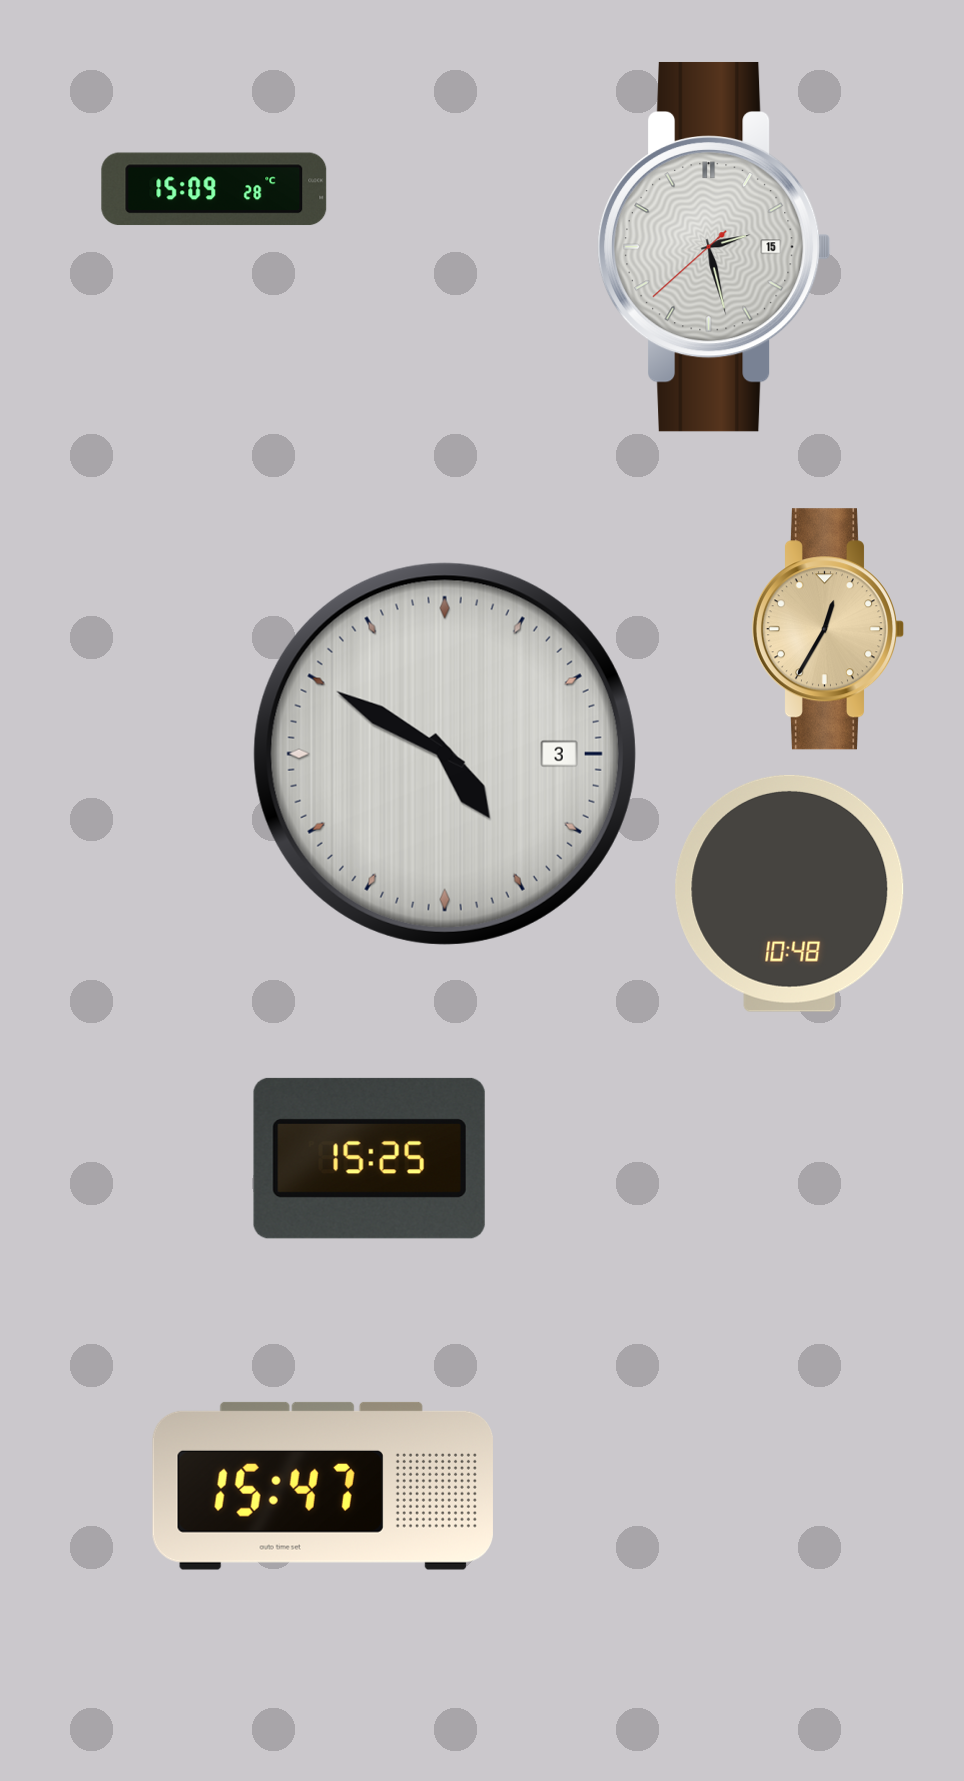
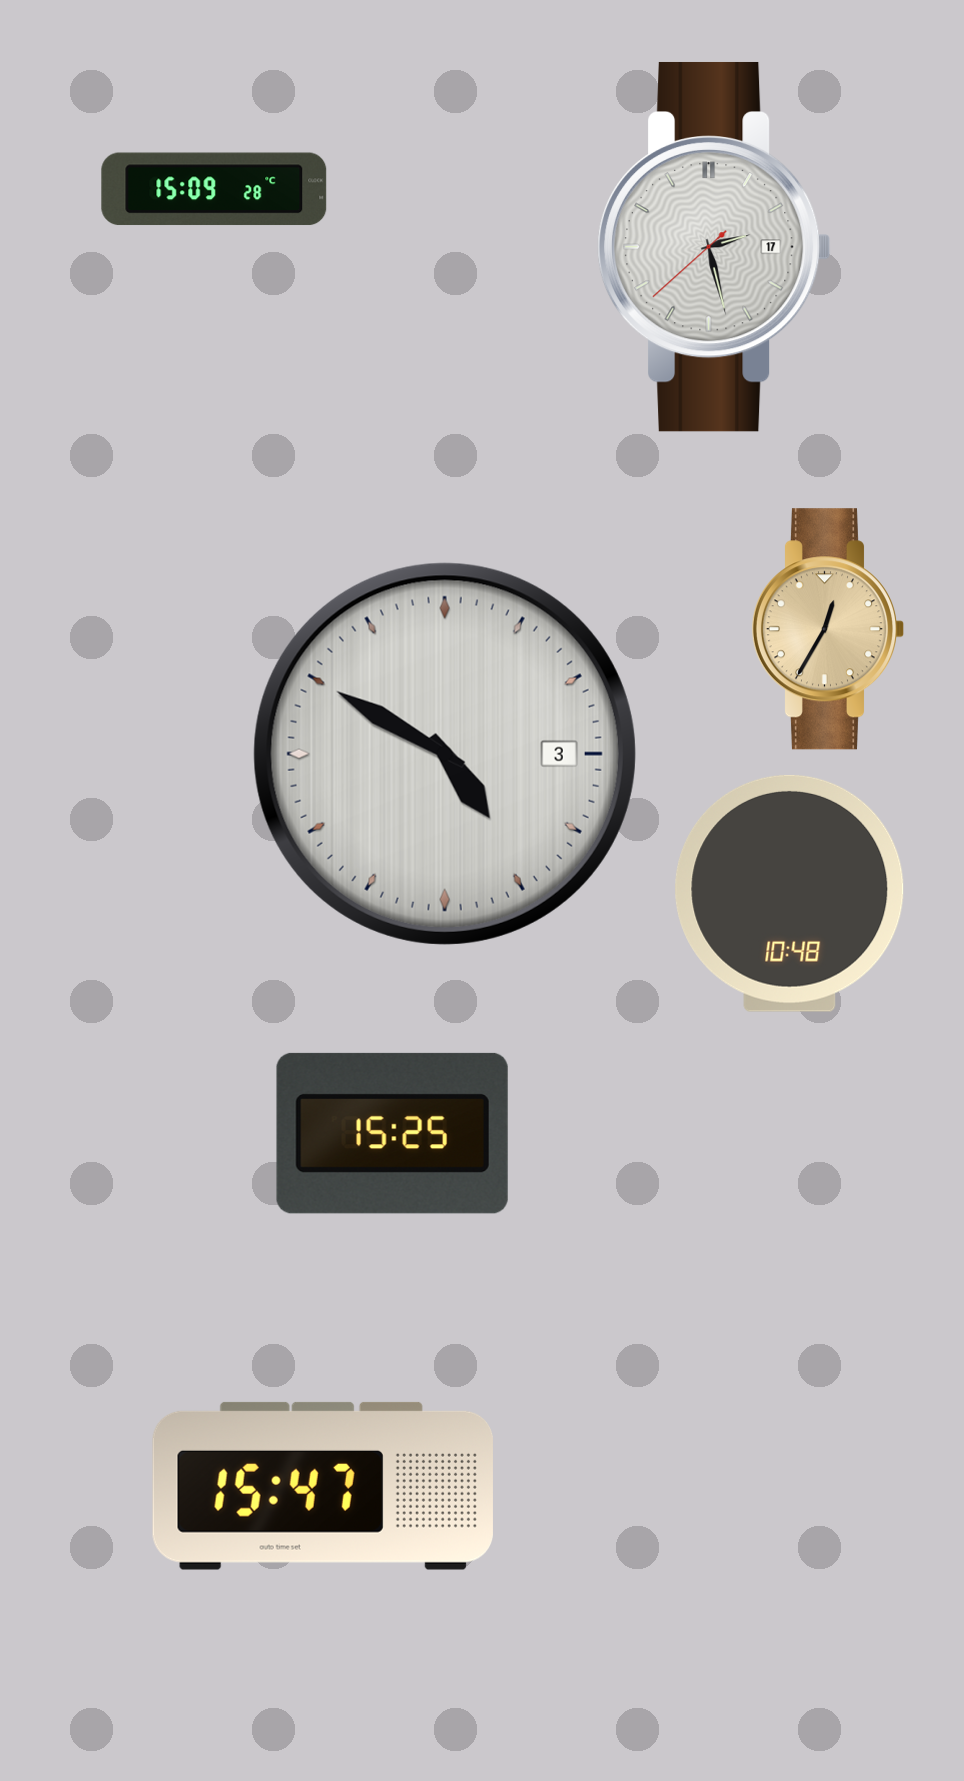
clock at (714, 247) date: 15 -> 17
clock at (369, 1158) position: (369, 1158) -> (392, 1133)
